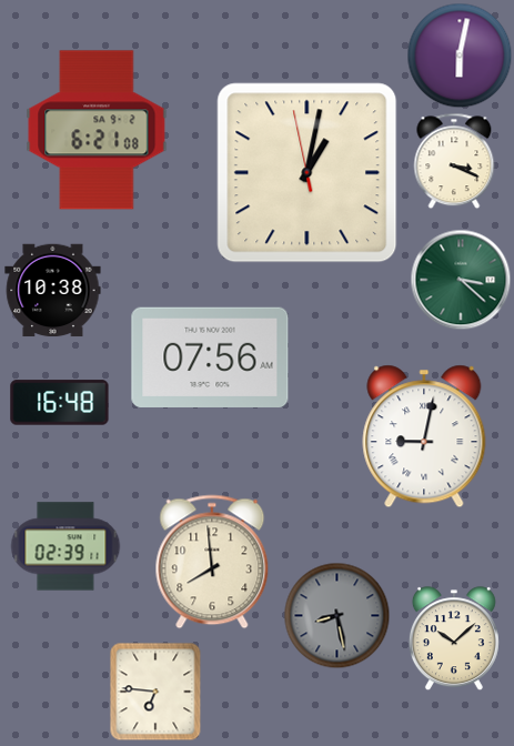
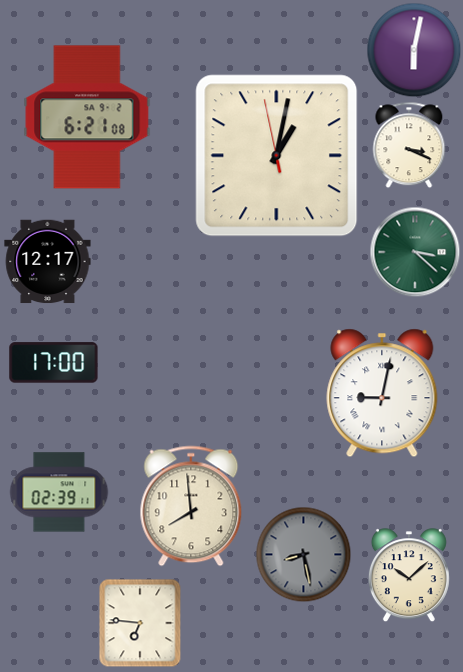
clock at (53, 291): 10:38 -> 12:17
clock at (210, 356): 07:56 -> none
clock at (60, 403): 16:48 -> 17:00
